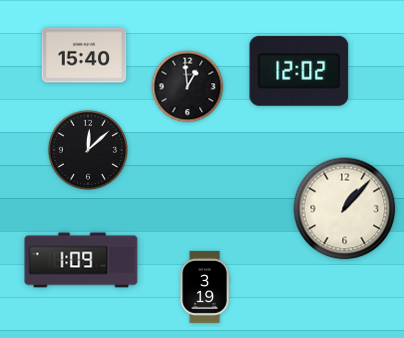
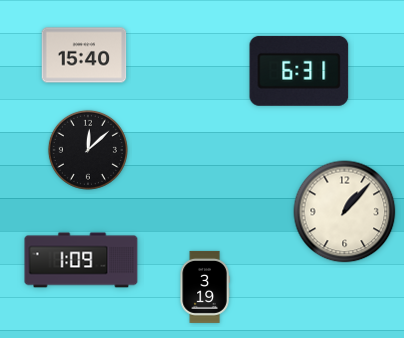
clock at (299, 71): 12:02 -> 6:31
clock at (188, 87): 12:59 -> none
clock at (345, 209) position: (345, 209) -> (345, 212)
